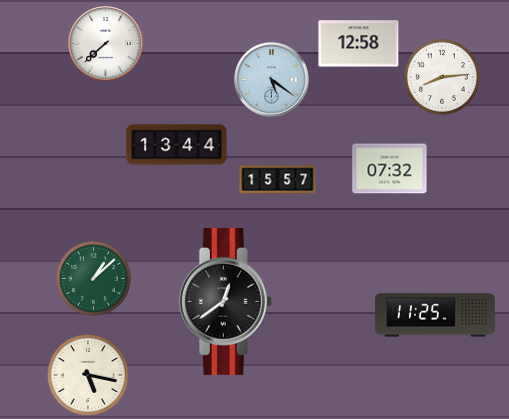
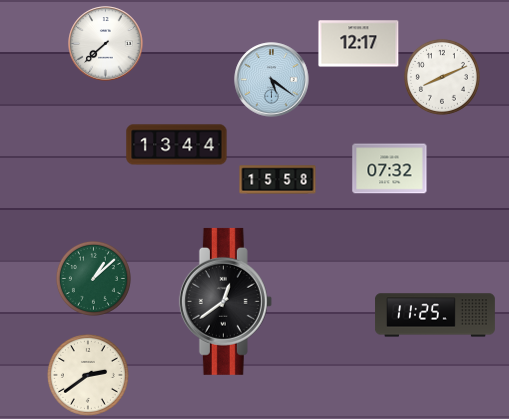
clock at (359, 44): 12:58 -> 12:17
clock at (442, 77): 8:14 -> 8:11
clock at (278, 180): 15:57 -> 15:58
clock at (88, 375): 5:17 -> 2:39
